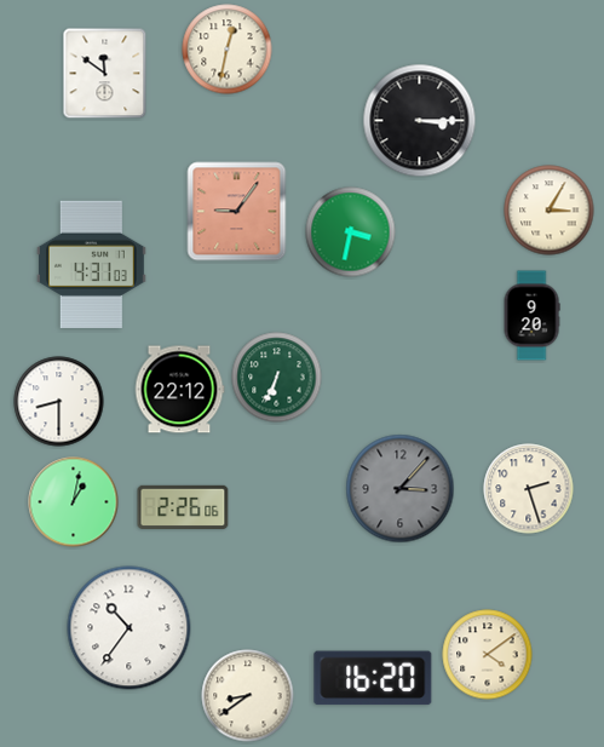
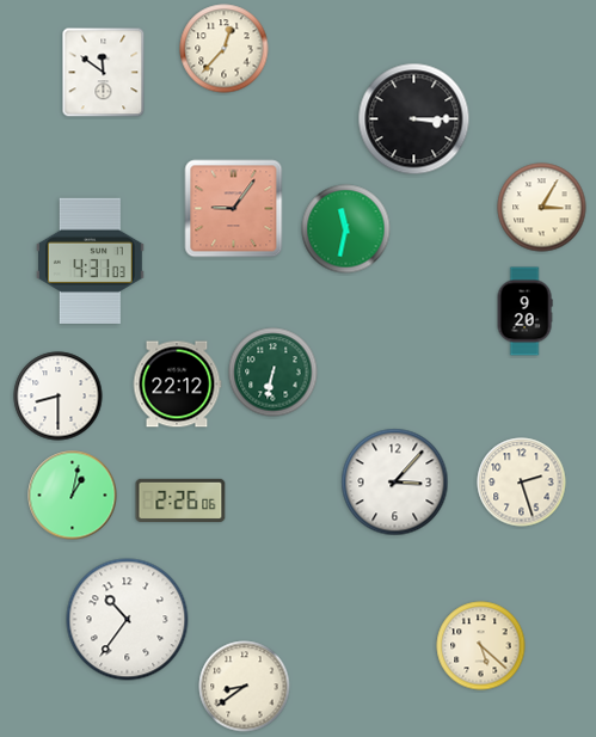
clock at (228, 50): 12:32 -> 12:37
clock at (351, 232): 3:32 -> 11:32
clock at (277, 378): 6:34 -> 6:32
clock at (401, 489) dial: grey -> white
clock at (488, 655): 4:09 -> 5:22
clock at (373, 678): 16:20 -> none
